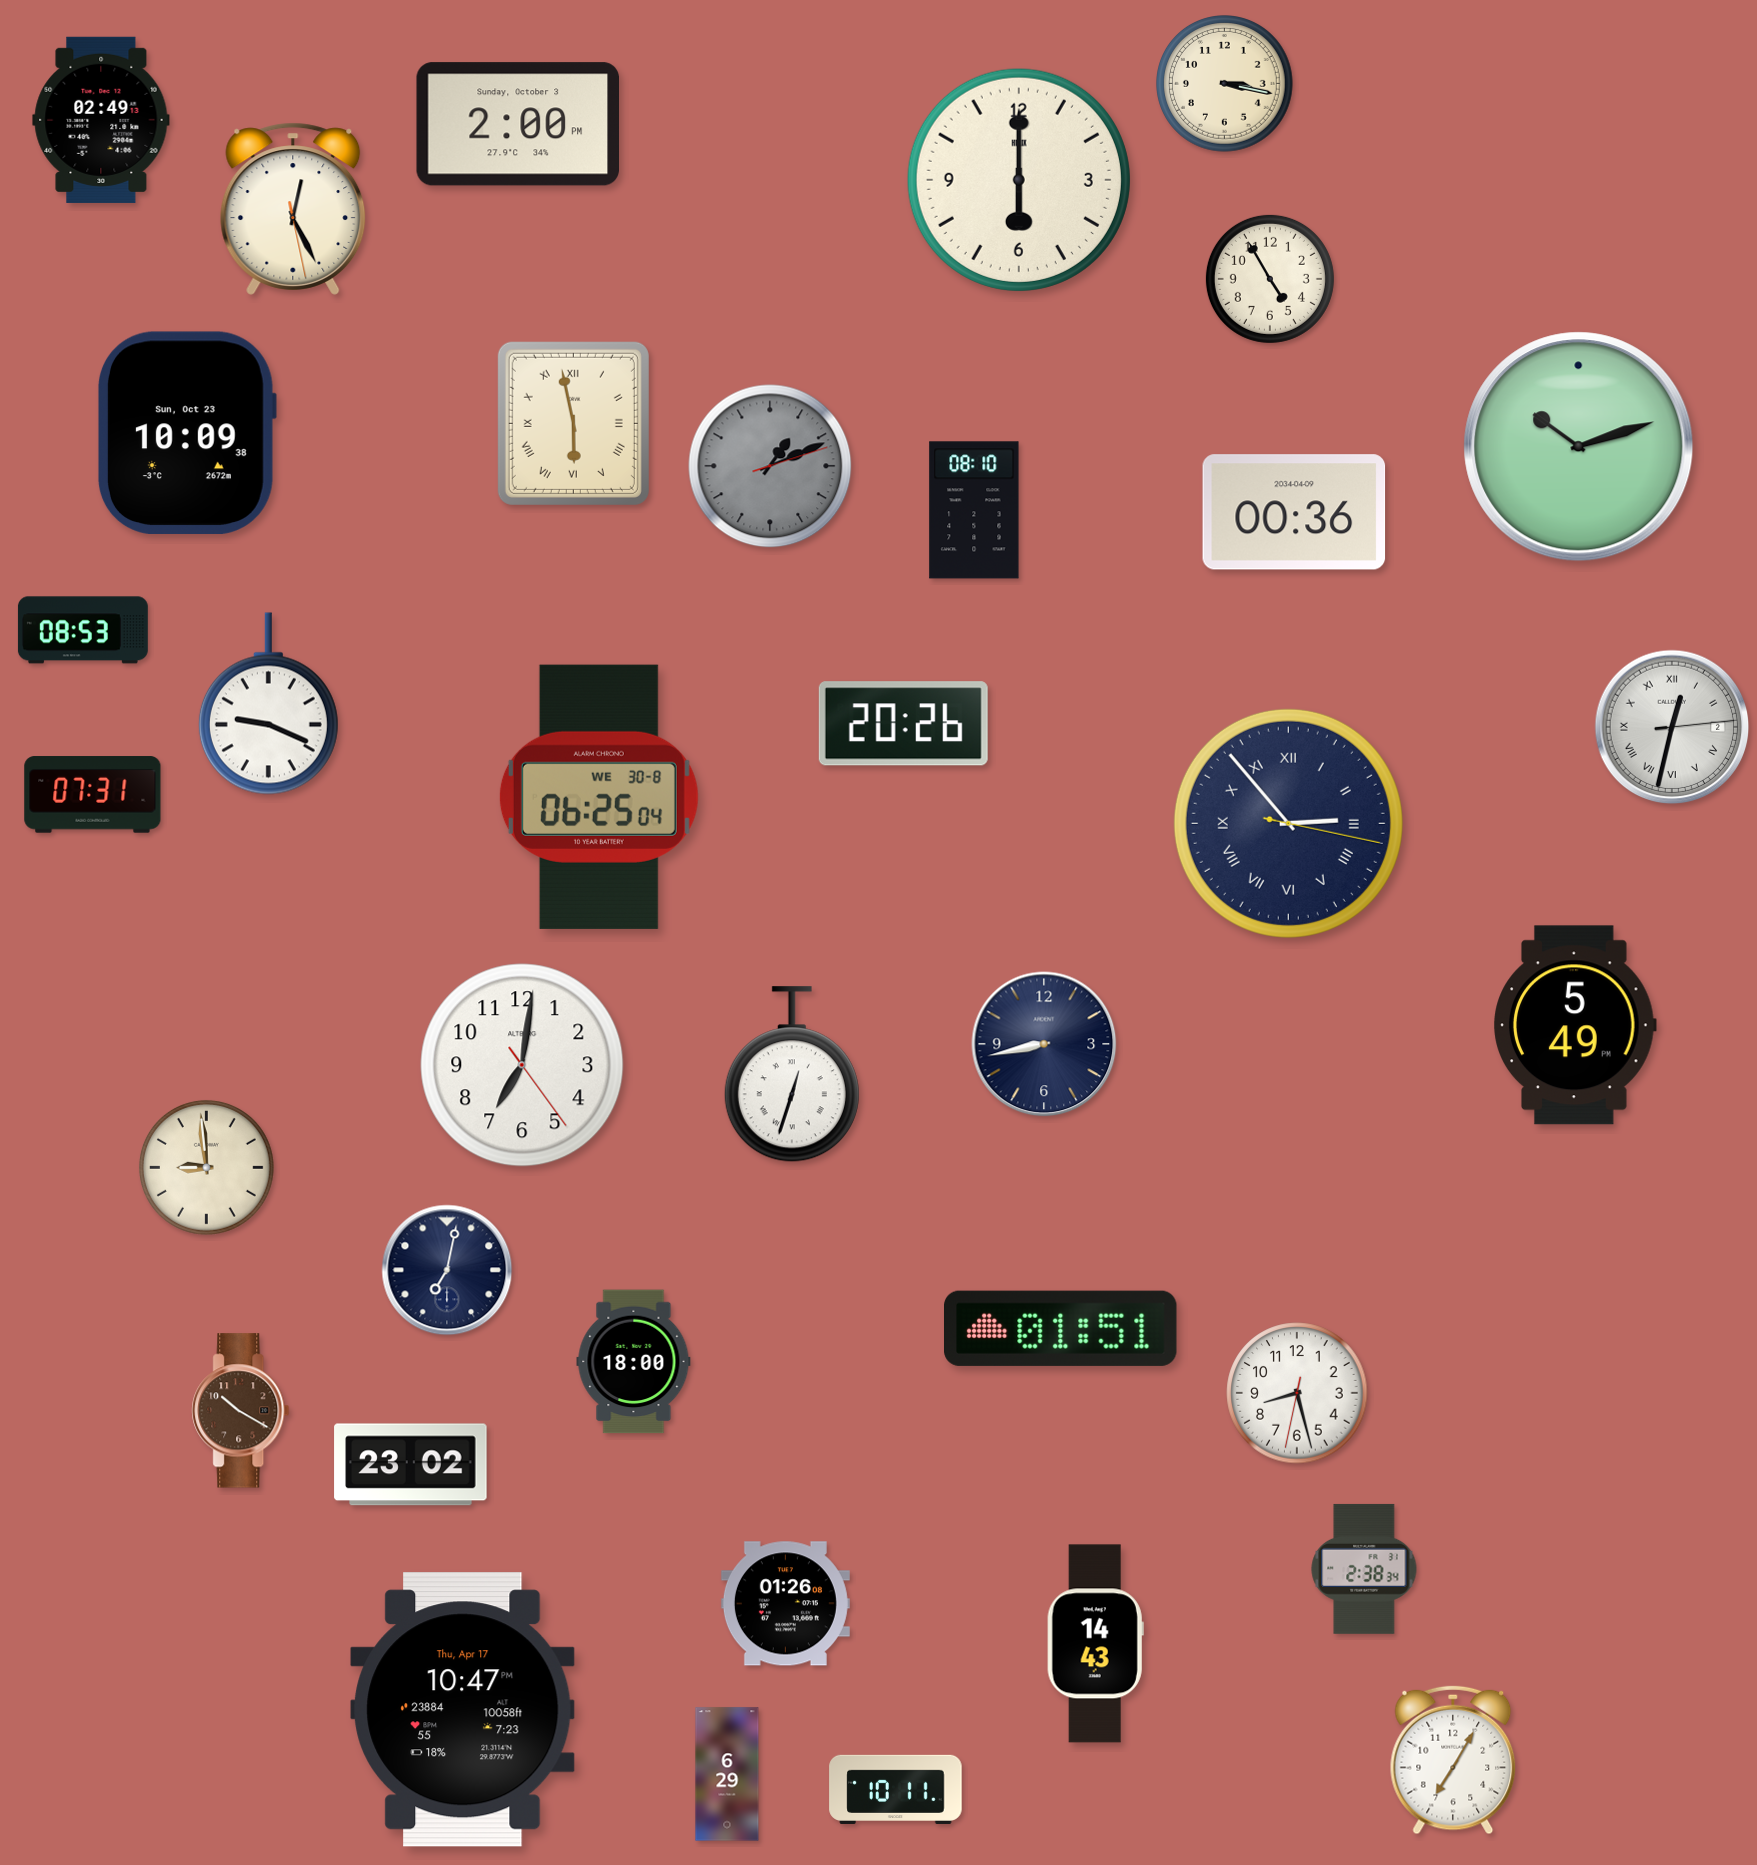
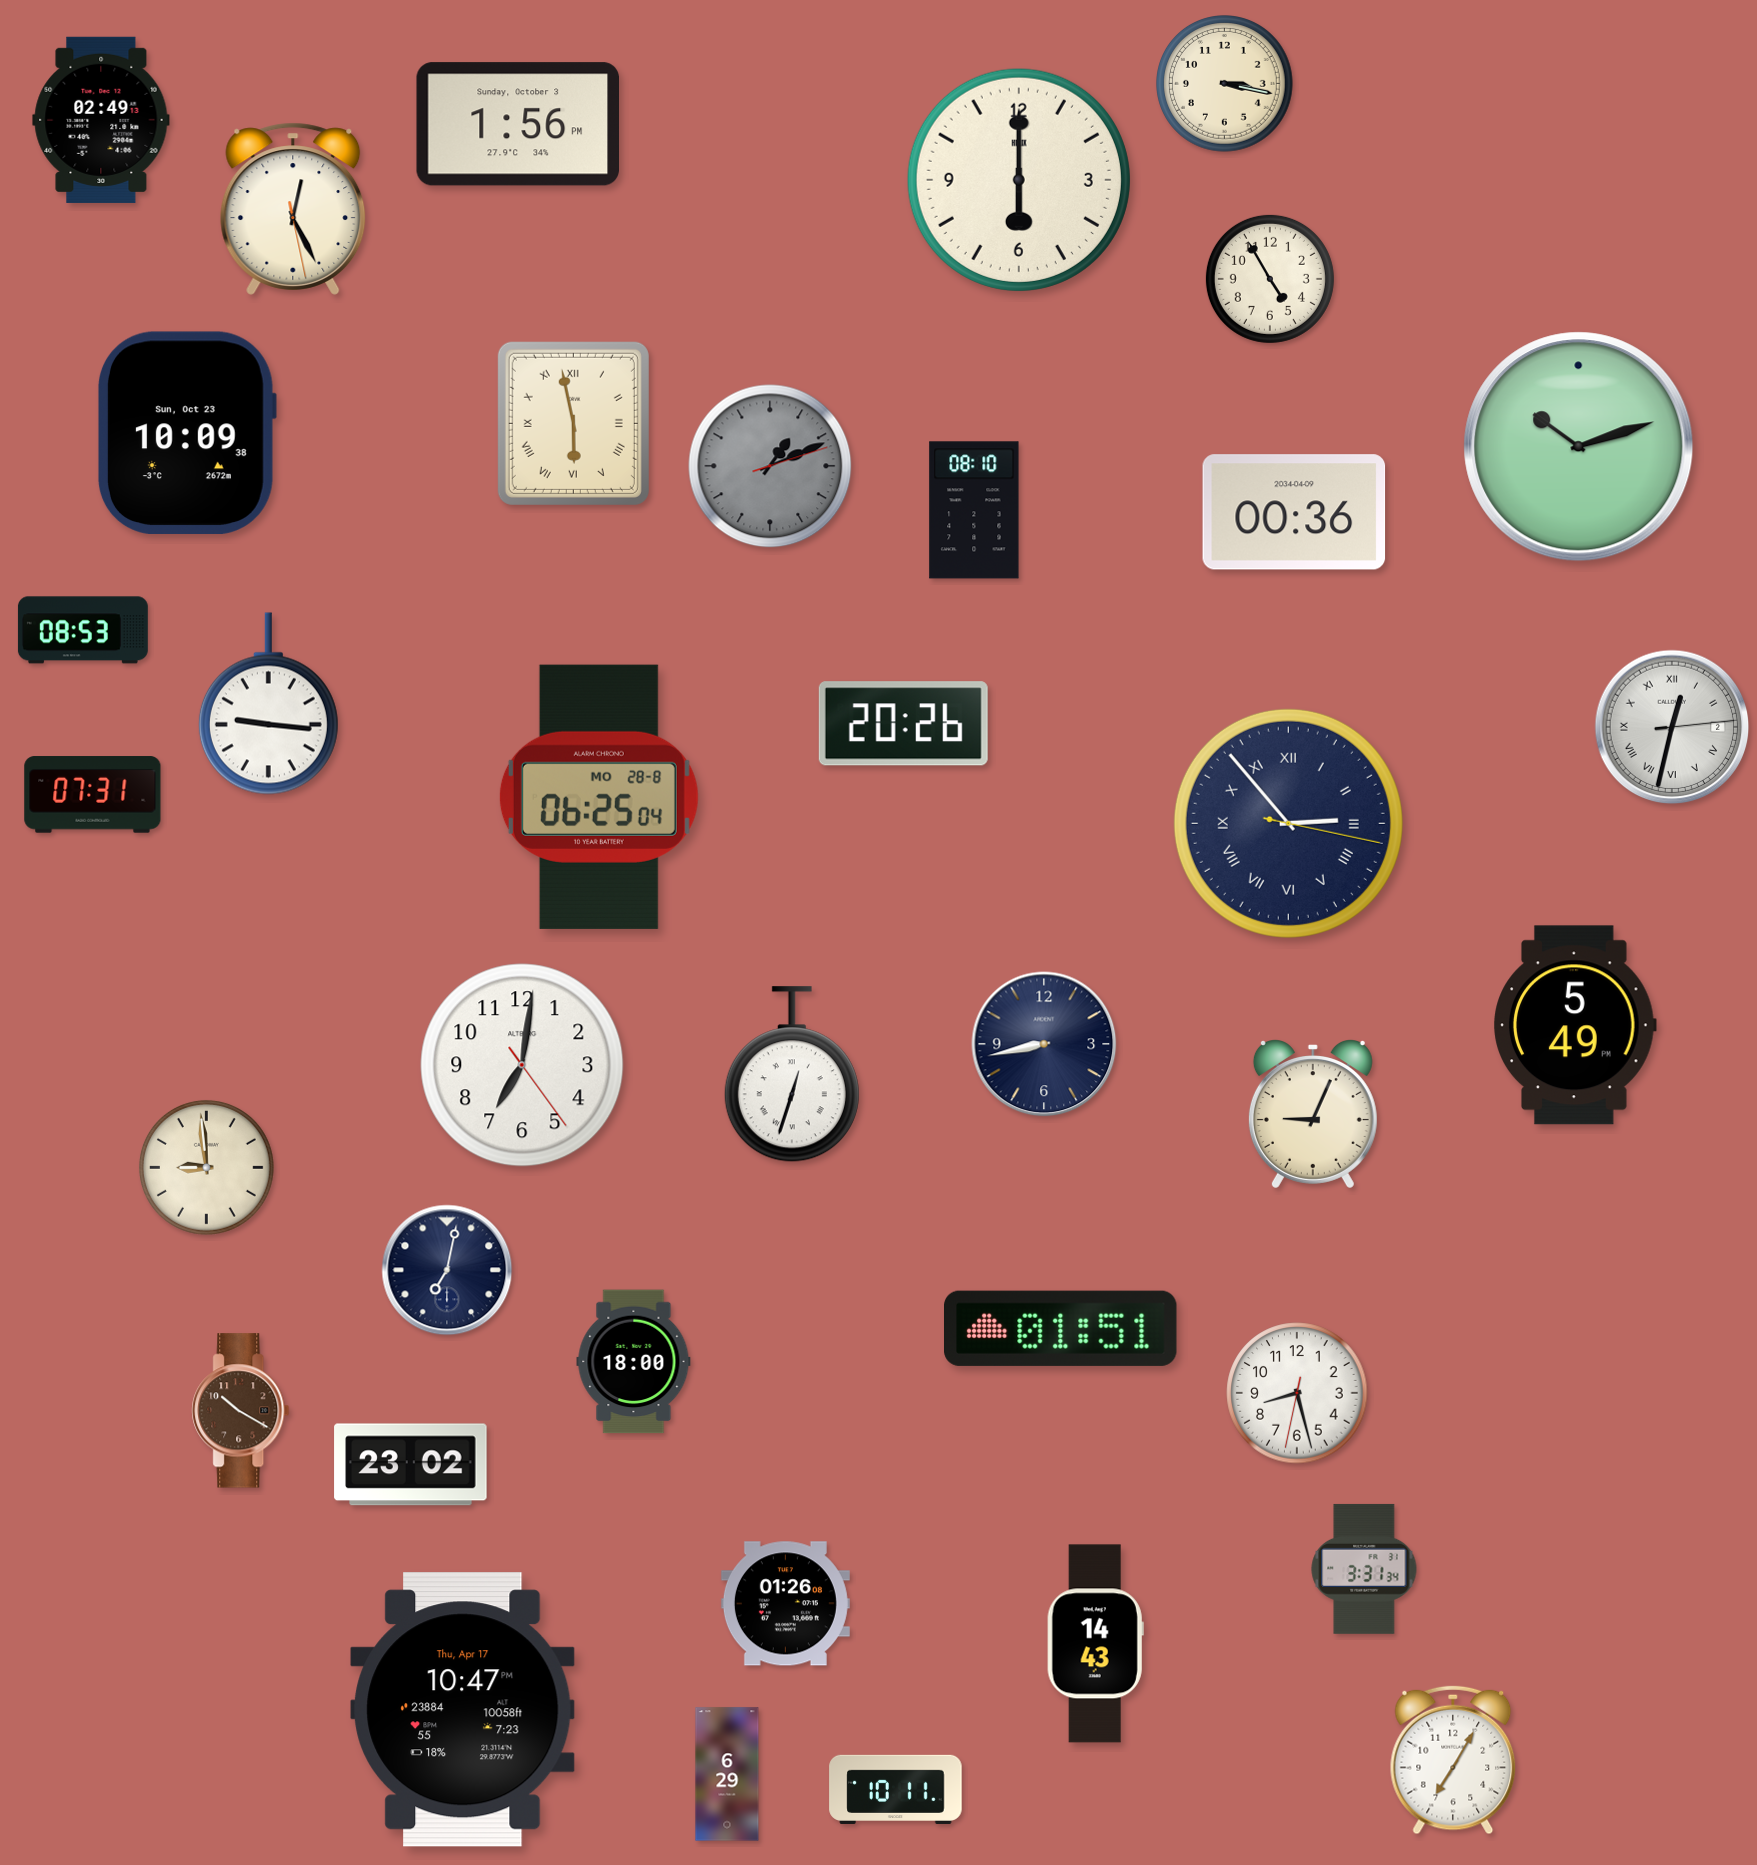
clock at (517, 124): 2:00 -> 1:56
clock at (268, 704): 9:19 -> 9:16
clock at (599, 797) date: WE 30-8 -> MO 28-8
clock at (1313, 1114): none -> 9:04
clock at (1364, 1569): 2:38 -> 3:31
